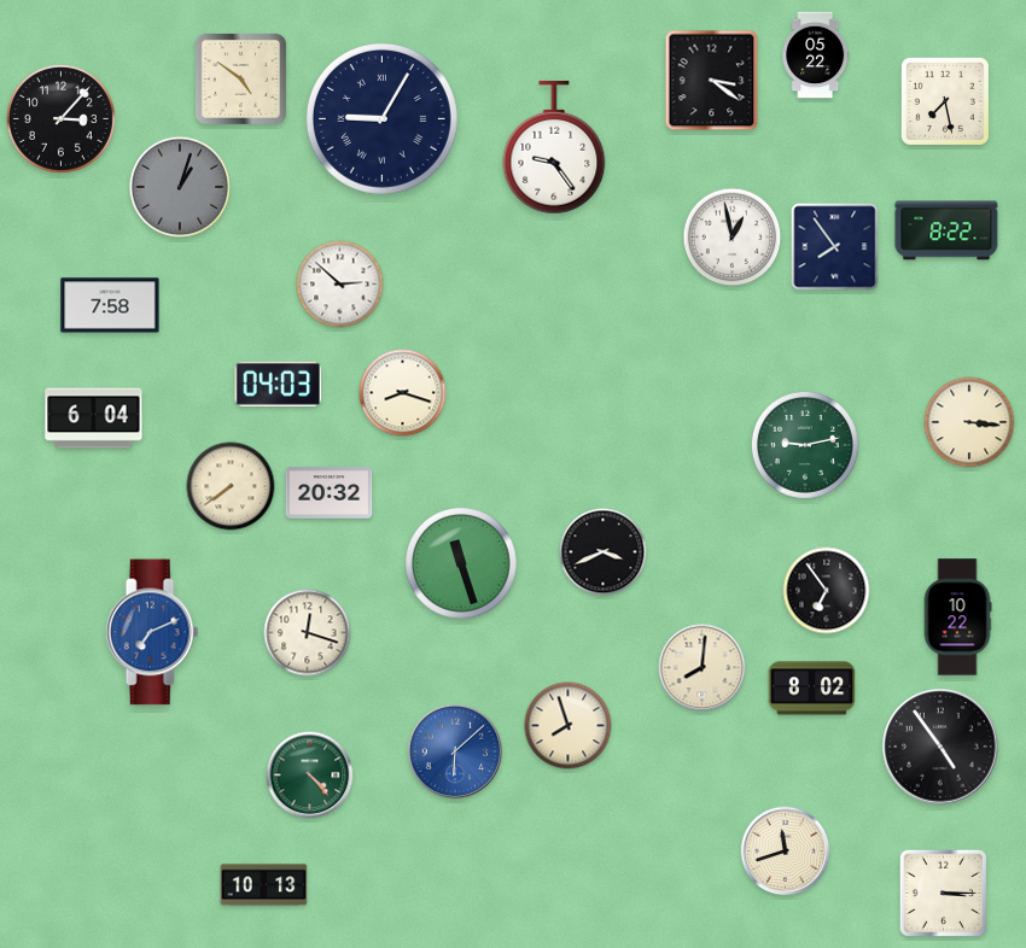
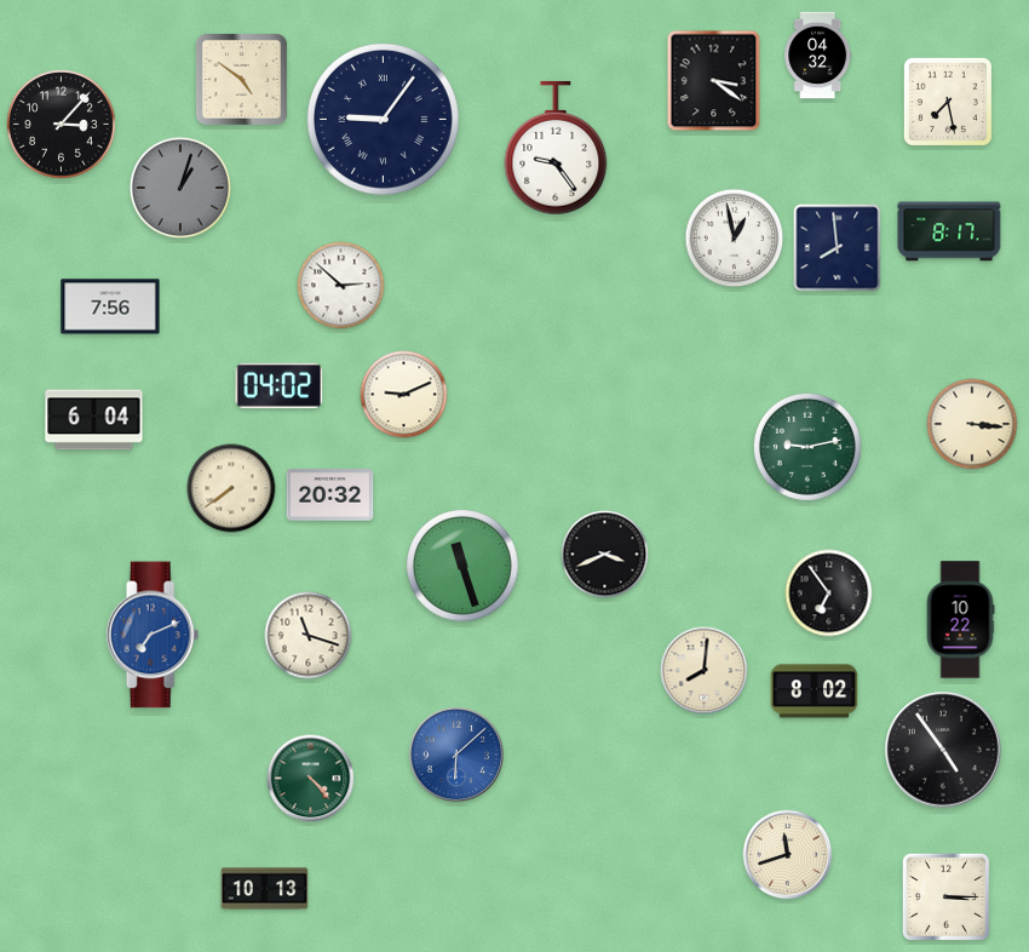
clock at (816, 55): 05:22 -> 04:32
clock at (60, 118) position: (60, 118) -> (61, 124)
clock at (381, 118): 9:05 -> 9:06
clock at (946, 230): 8:22 -> 8:17
clock at (835, 247): 7:54 -> 7:59
clock at (110, 305): 7:58 -> 7:56
clock at (279, 384): 04:03 -> 04:02
clock at (403, 393): 8:18 -> 9:11
clock at (308, 633): 12:18 -> 11:18
clock at (569, 726): 7:57 -> none
